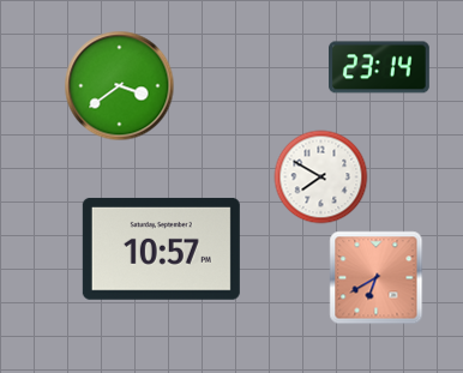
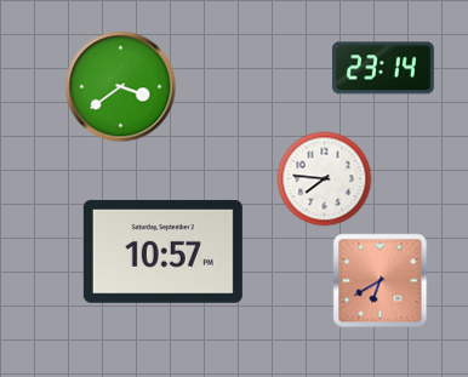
clock at (320, 176): 7:50 -> 7:46
